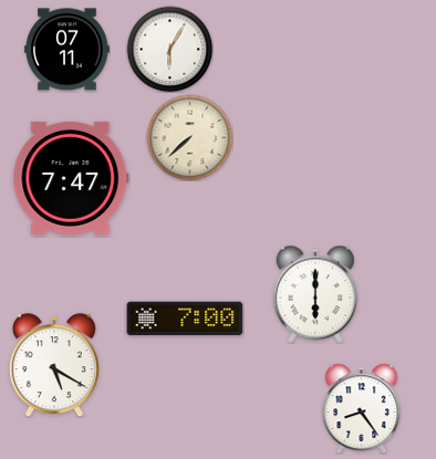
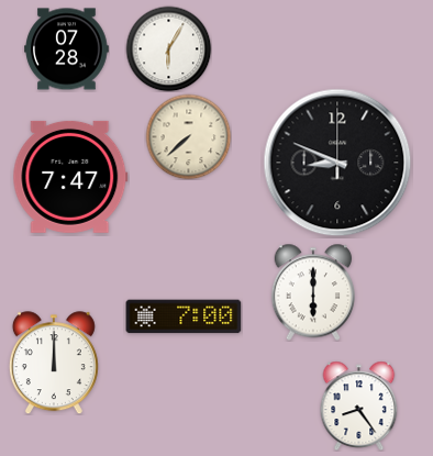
clock at (68, 50): 07:11 -> 07:28
clock at (337, 163): none -> 8:49
clock at (54, 365): 5:20 -> 12:00
